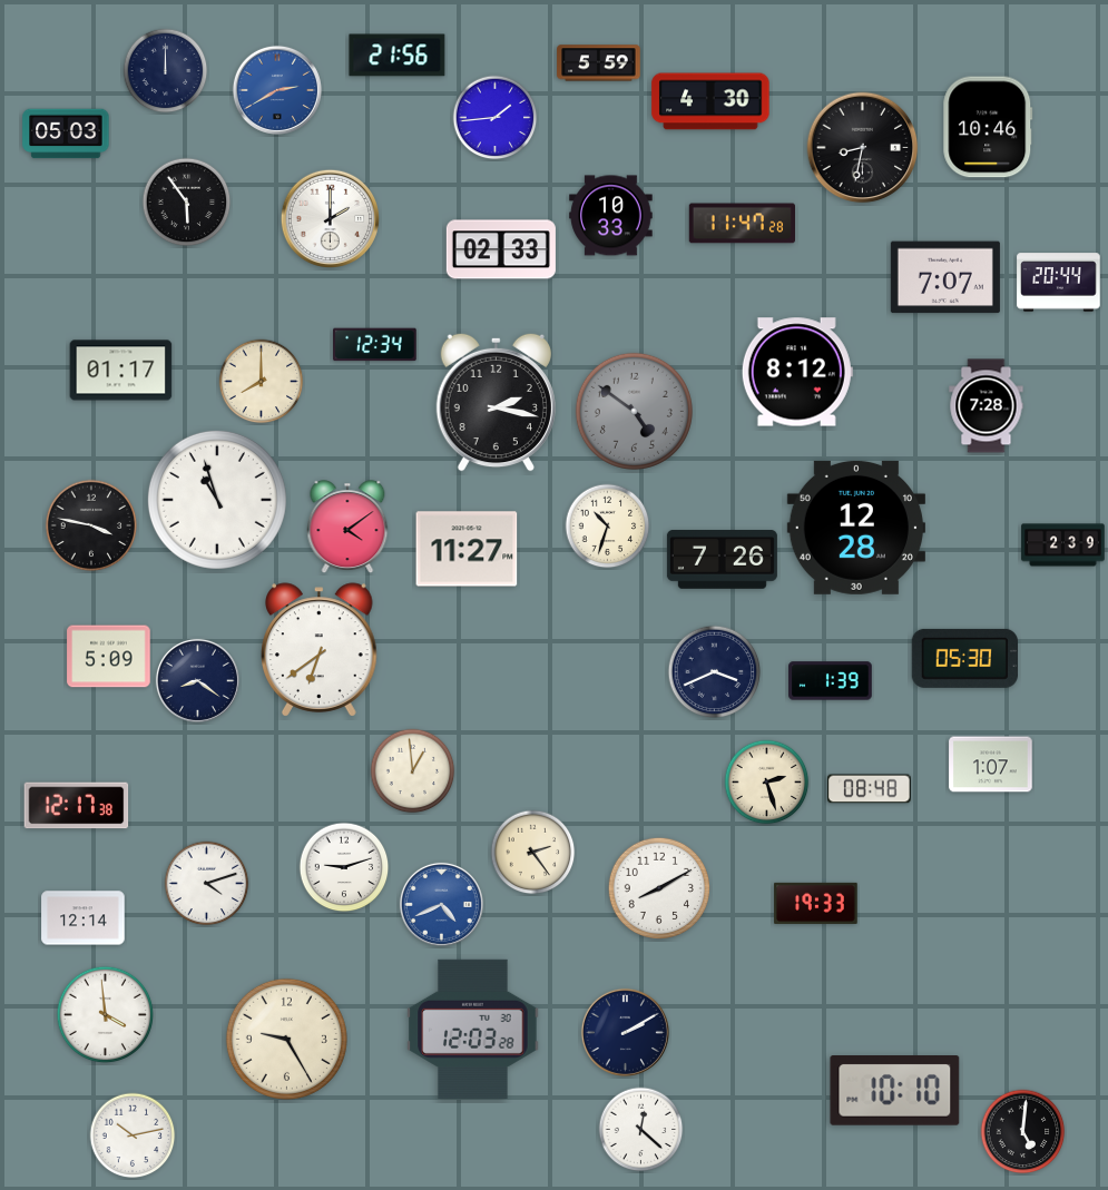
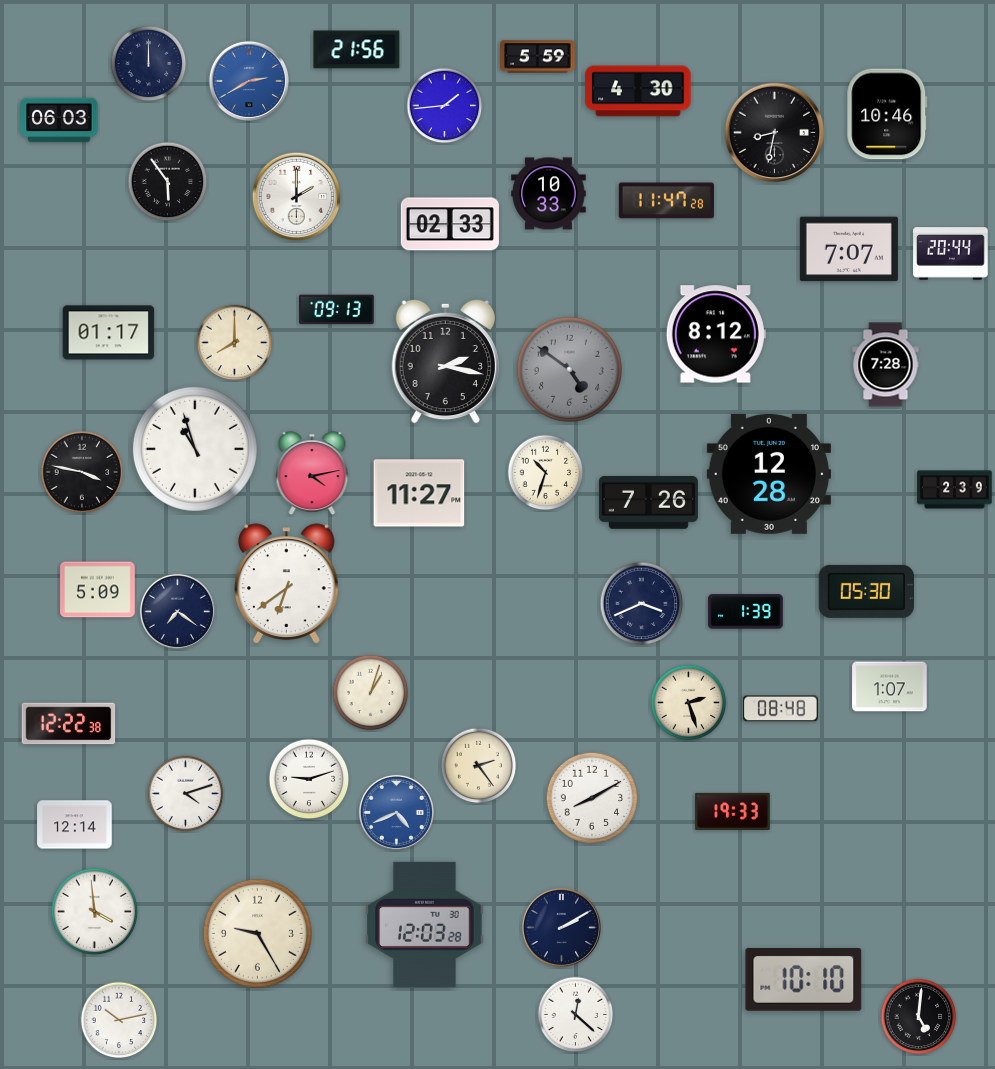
clock at (66, 134): 05:03 -> 06:03
clock at (375, 345): 12:34 -> 09:13
clock at (347, 528): 4:09 -> 4:13
clock at (197, 680): 8:21 -> 7:21
clock at (413, 771): 12:59 -> 1:03
clock at (77, 806): 12:17 -> 12:22
